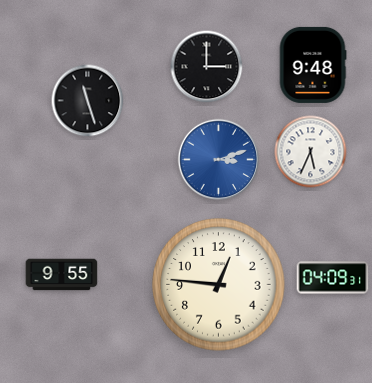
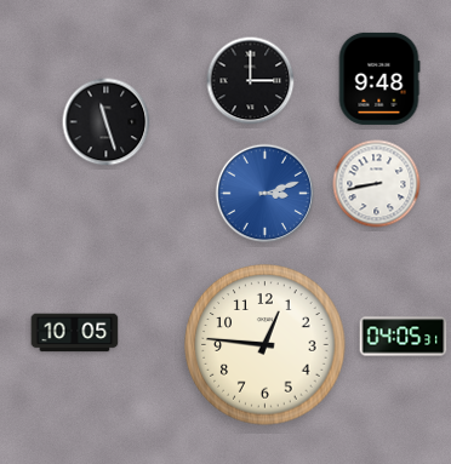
clock at (311, 152): 5:34 -> 8:43
clock at (62, 275): 9:55 -> 10:05
clock at (333, 278): 04:09 -> 04:05
